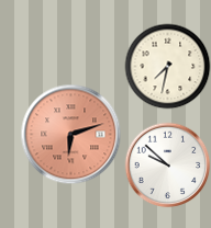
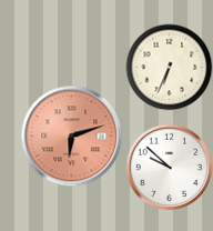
clock at (167, 66): 7:32 -> 6:34
